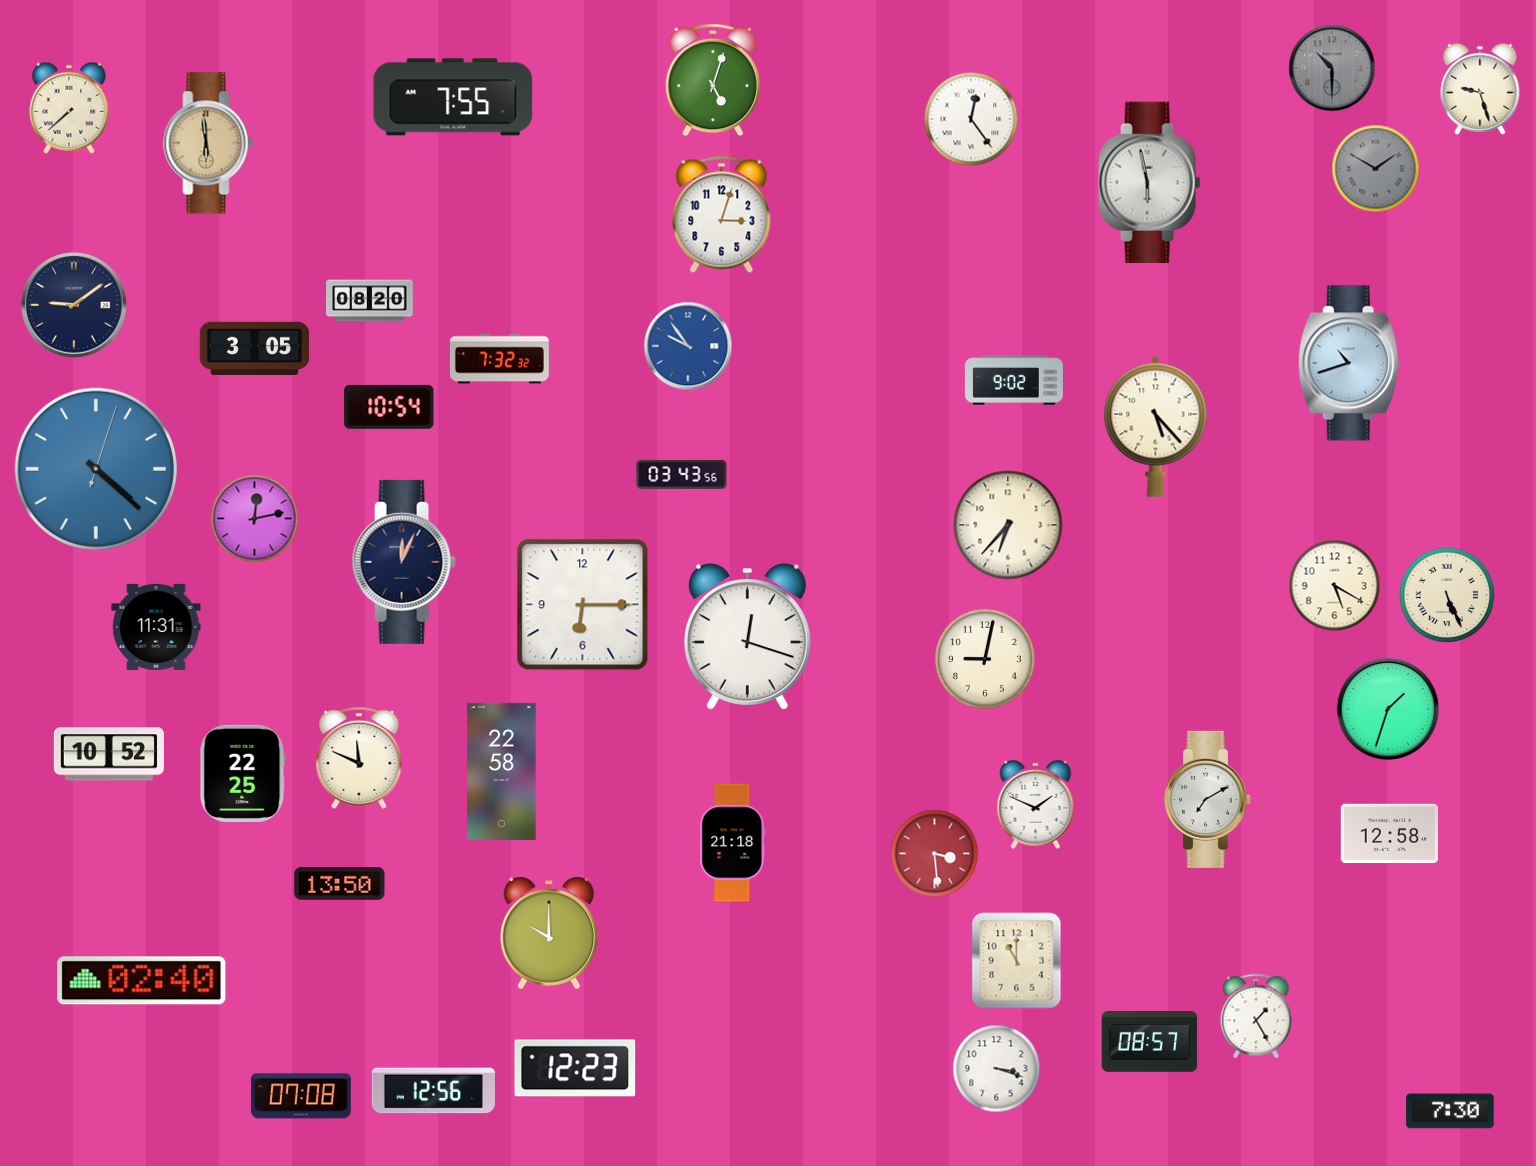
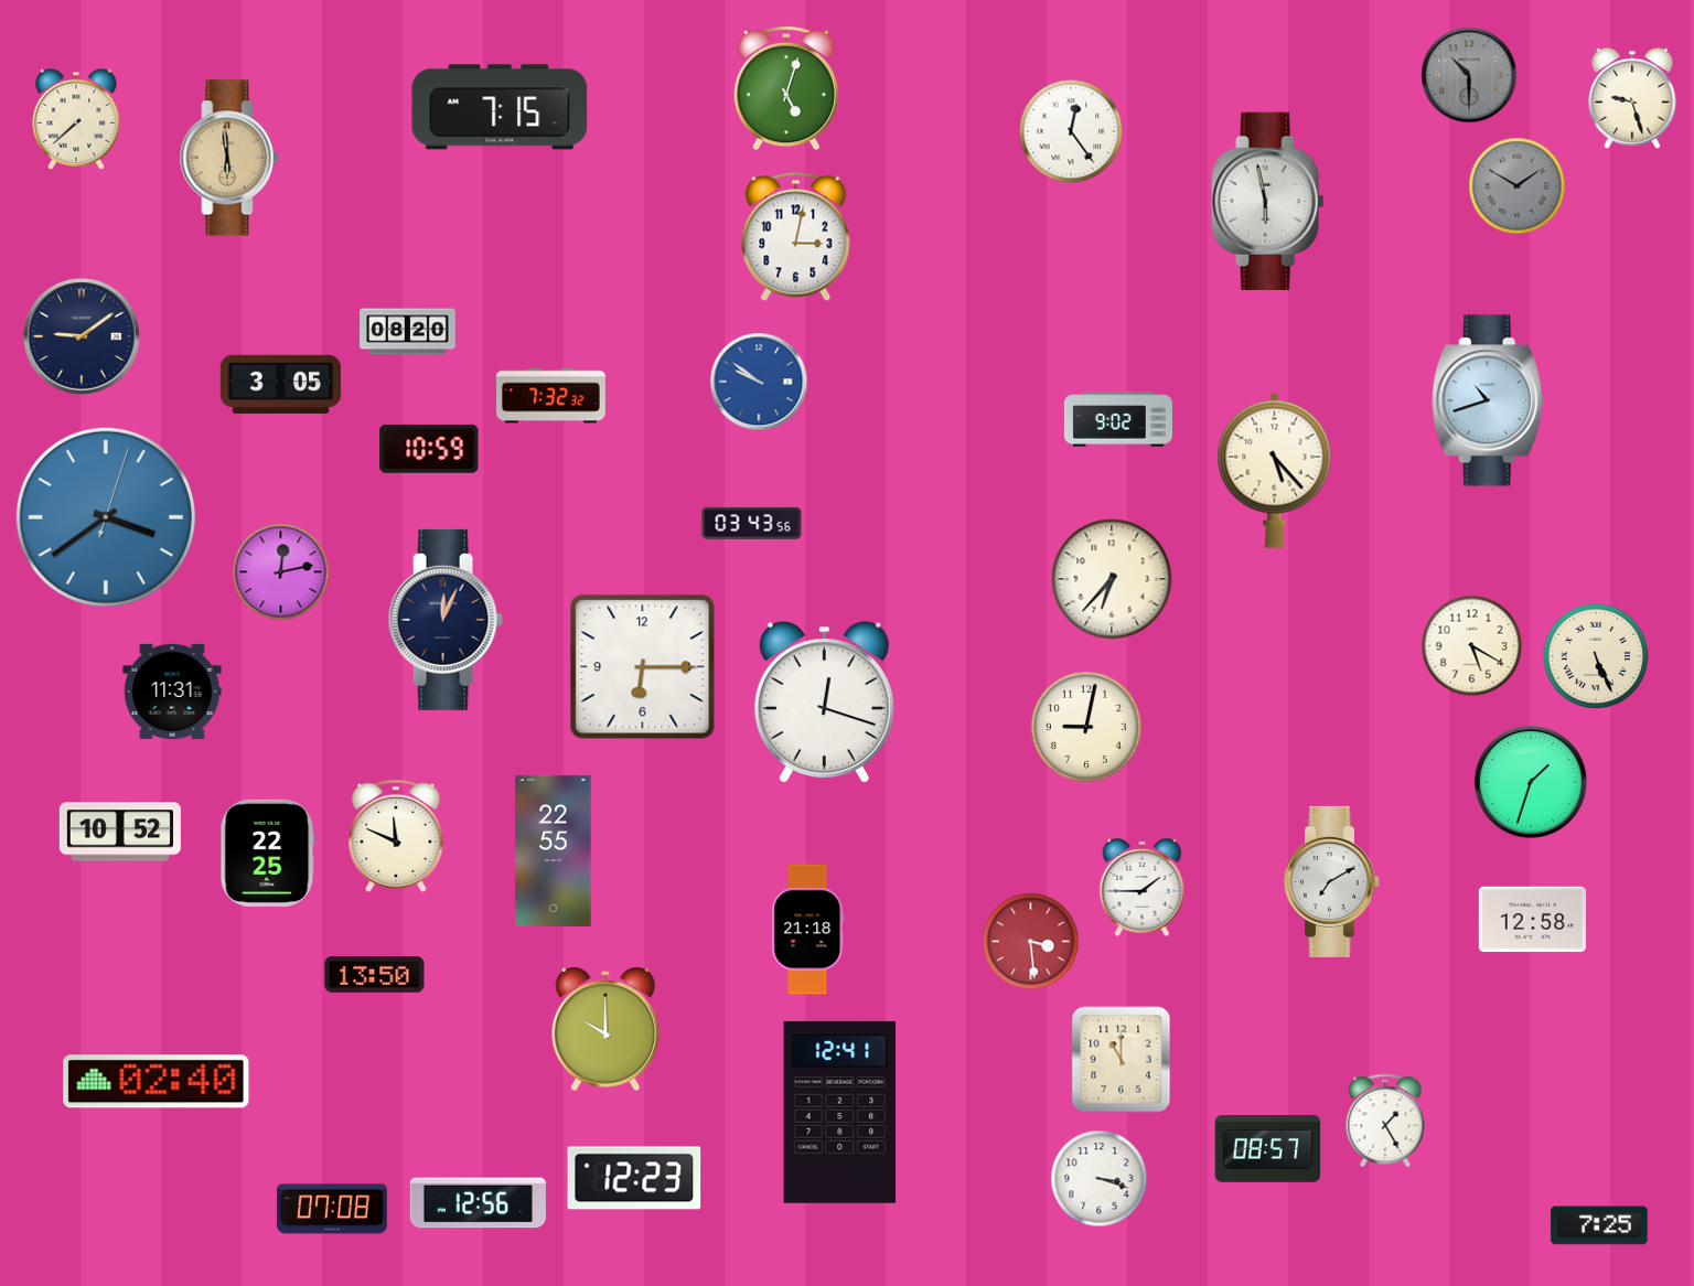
clock at (453, 97): 7:55 -> 7:15
clock at (722, 214): 3:03 -> 3:02
clock at (688, 346): 9:54 -> 9:51
clock at (389, 407): 10:54 -> 10:59
clock at (96, 469): 4:22 -> 3:39
clock at (502, 771): 22:58 -> 22:55
clock at (1036, 804): 1:49 -> 1:45
clock at (840, 1112): none -> 12:41
clock at (1450, 1111): 7:30 -> 7:25
